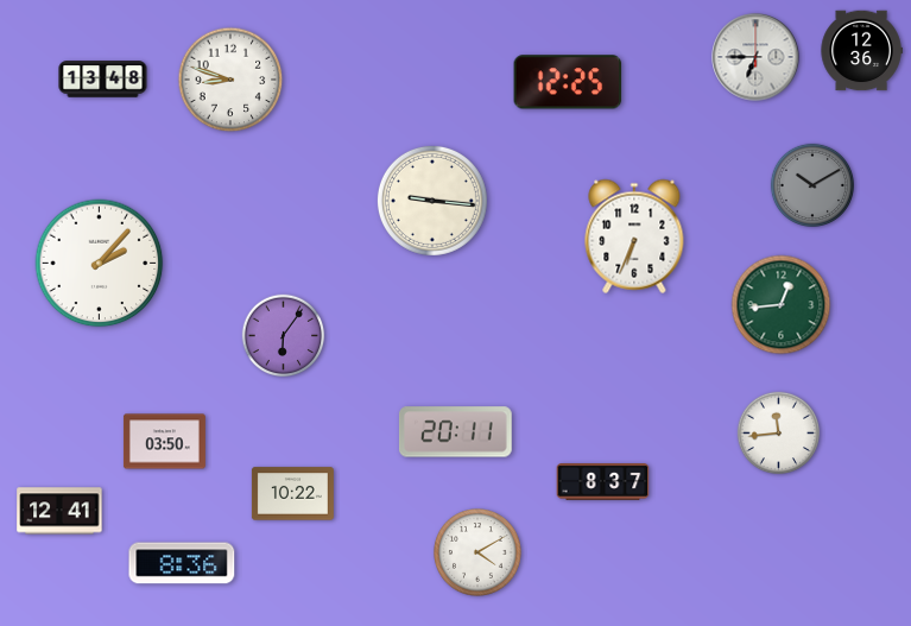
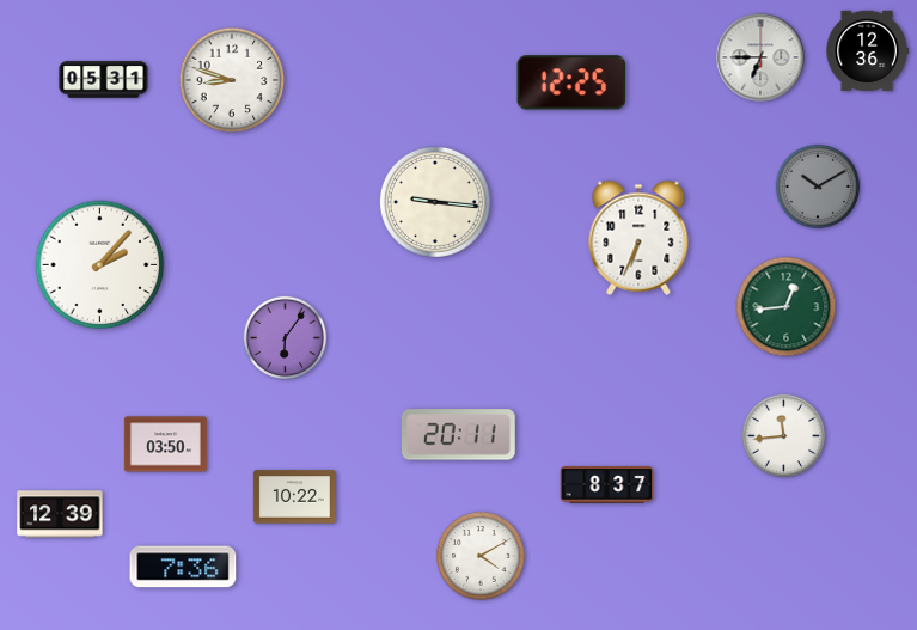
clock at (103, 80): 13:48 -> 05:31
clock at (59, 511): 12:41 -> 12:39
clock at (182, 563): 8:36 -> 7:36
